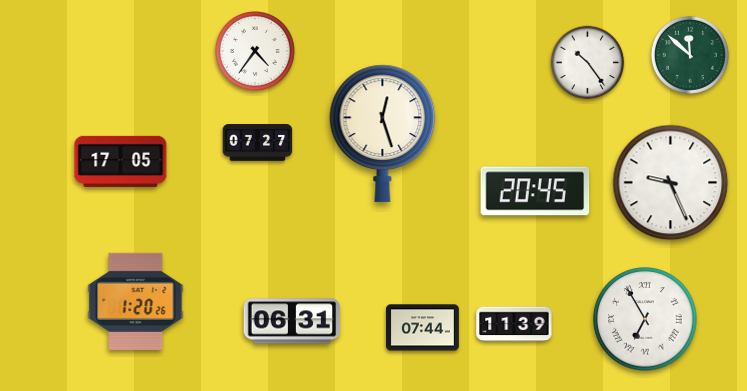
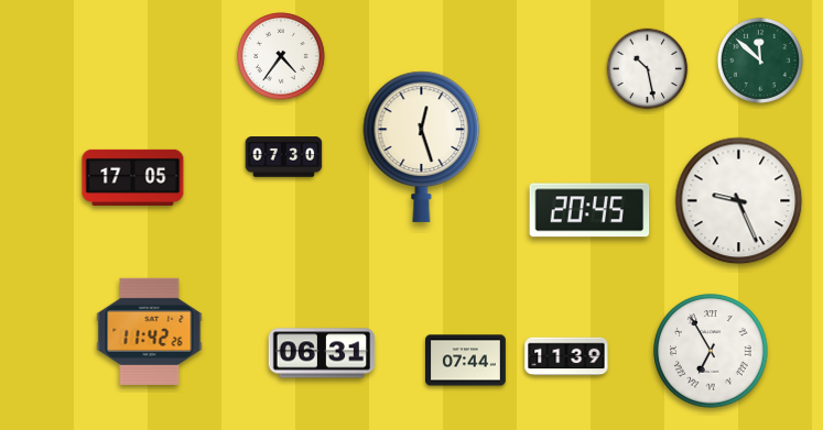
clock at (588, 63): 10:24 -> 10:28
clock at (258, 143): 07:27 -> 07:30
clock at (136, 301): 1:20 -> 11:42
